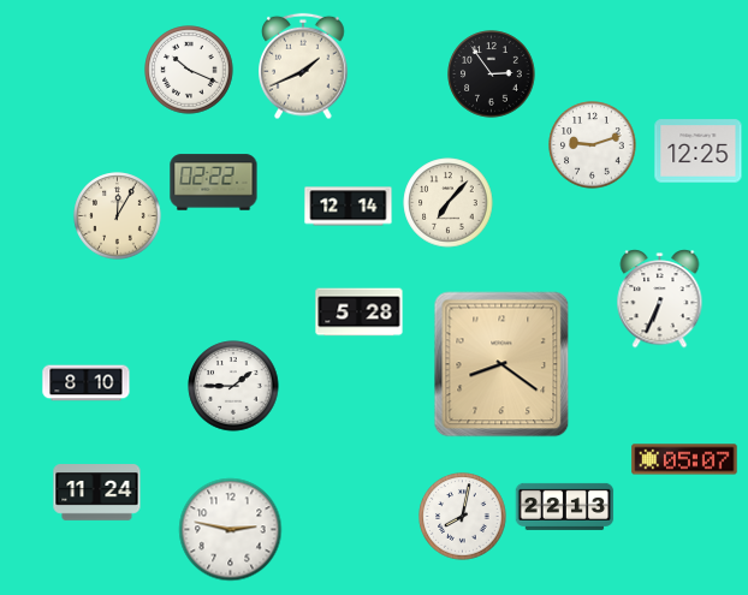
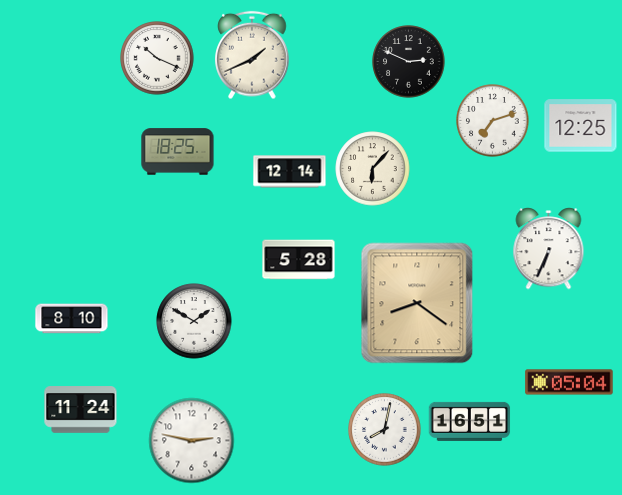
clock at (492, 75): 2:54 -> 2:49
clock at (593, 145): 9:12 -> 7:12
clock at (214, 183): 02:22 -> 18:25
clock at (449, 203): 7:07 -> 6:07
clock at (118, 216): 12:05 -> none
clock at (233, 386): 1:45 -> 1:50
clock at (684, 459): 05:07 -> 05:04
clock at (565, 506): 22:13 -> 16:51
